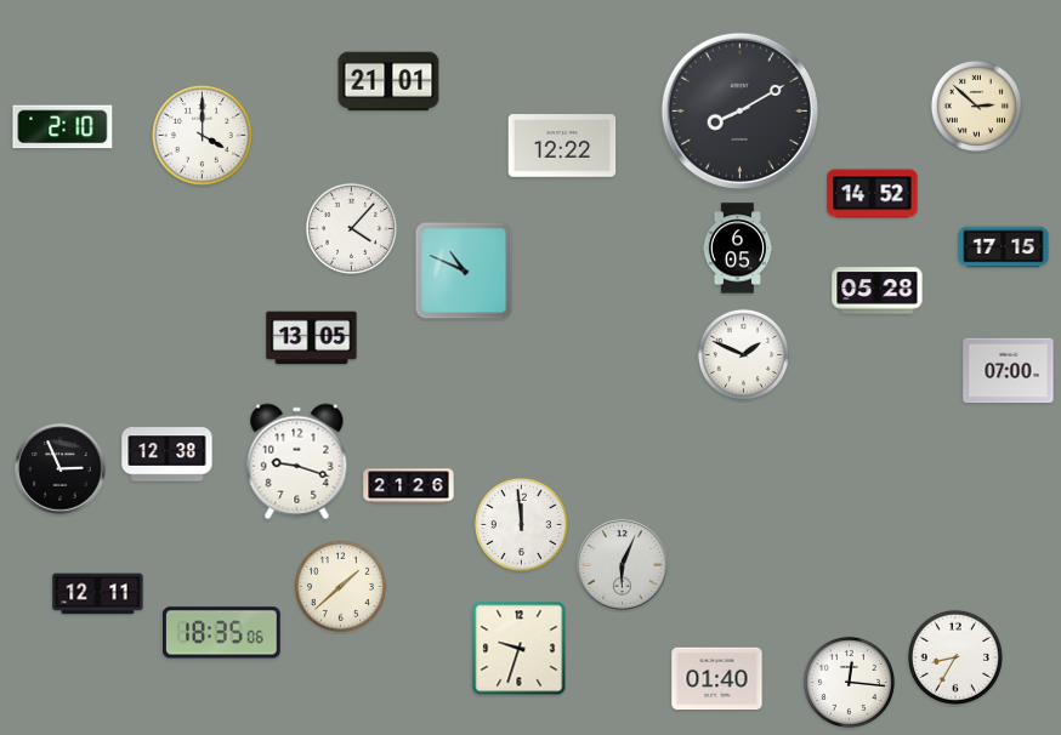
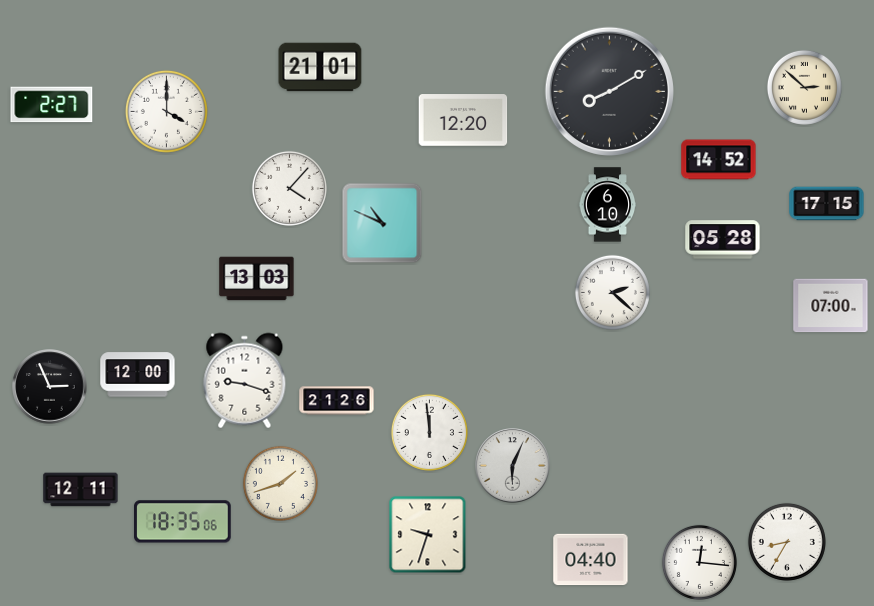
clock at (63, 127): 2:10 -> 2:27
clock at (562, 146): 12:22 -> 12:20
clock at (738, 249): 6:05 -> 6:10
clock at (312, 338): 13:05 -> 13:03
clock at (743, 354): 1:49 -> 2:22
clock at (168, 455): 12:38 -> 12:00
clock at (340, 586): 1:38 -> 1:42
clock at (717, 679): 01:40 -> 04:40
